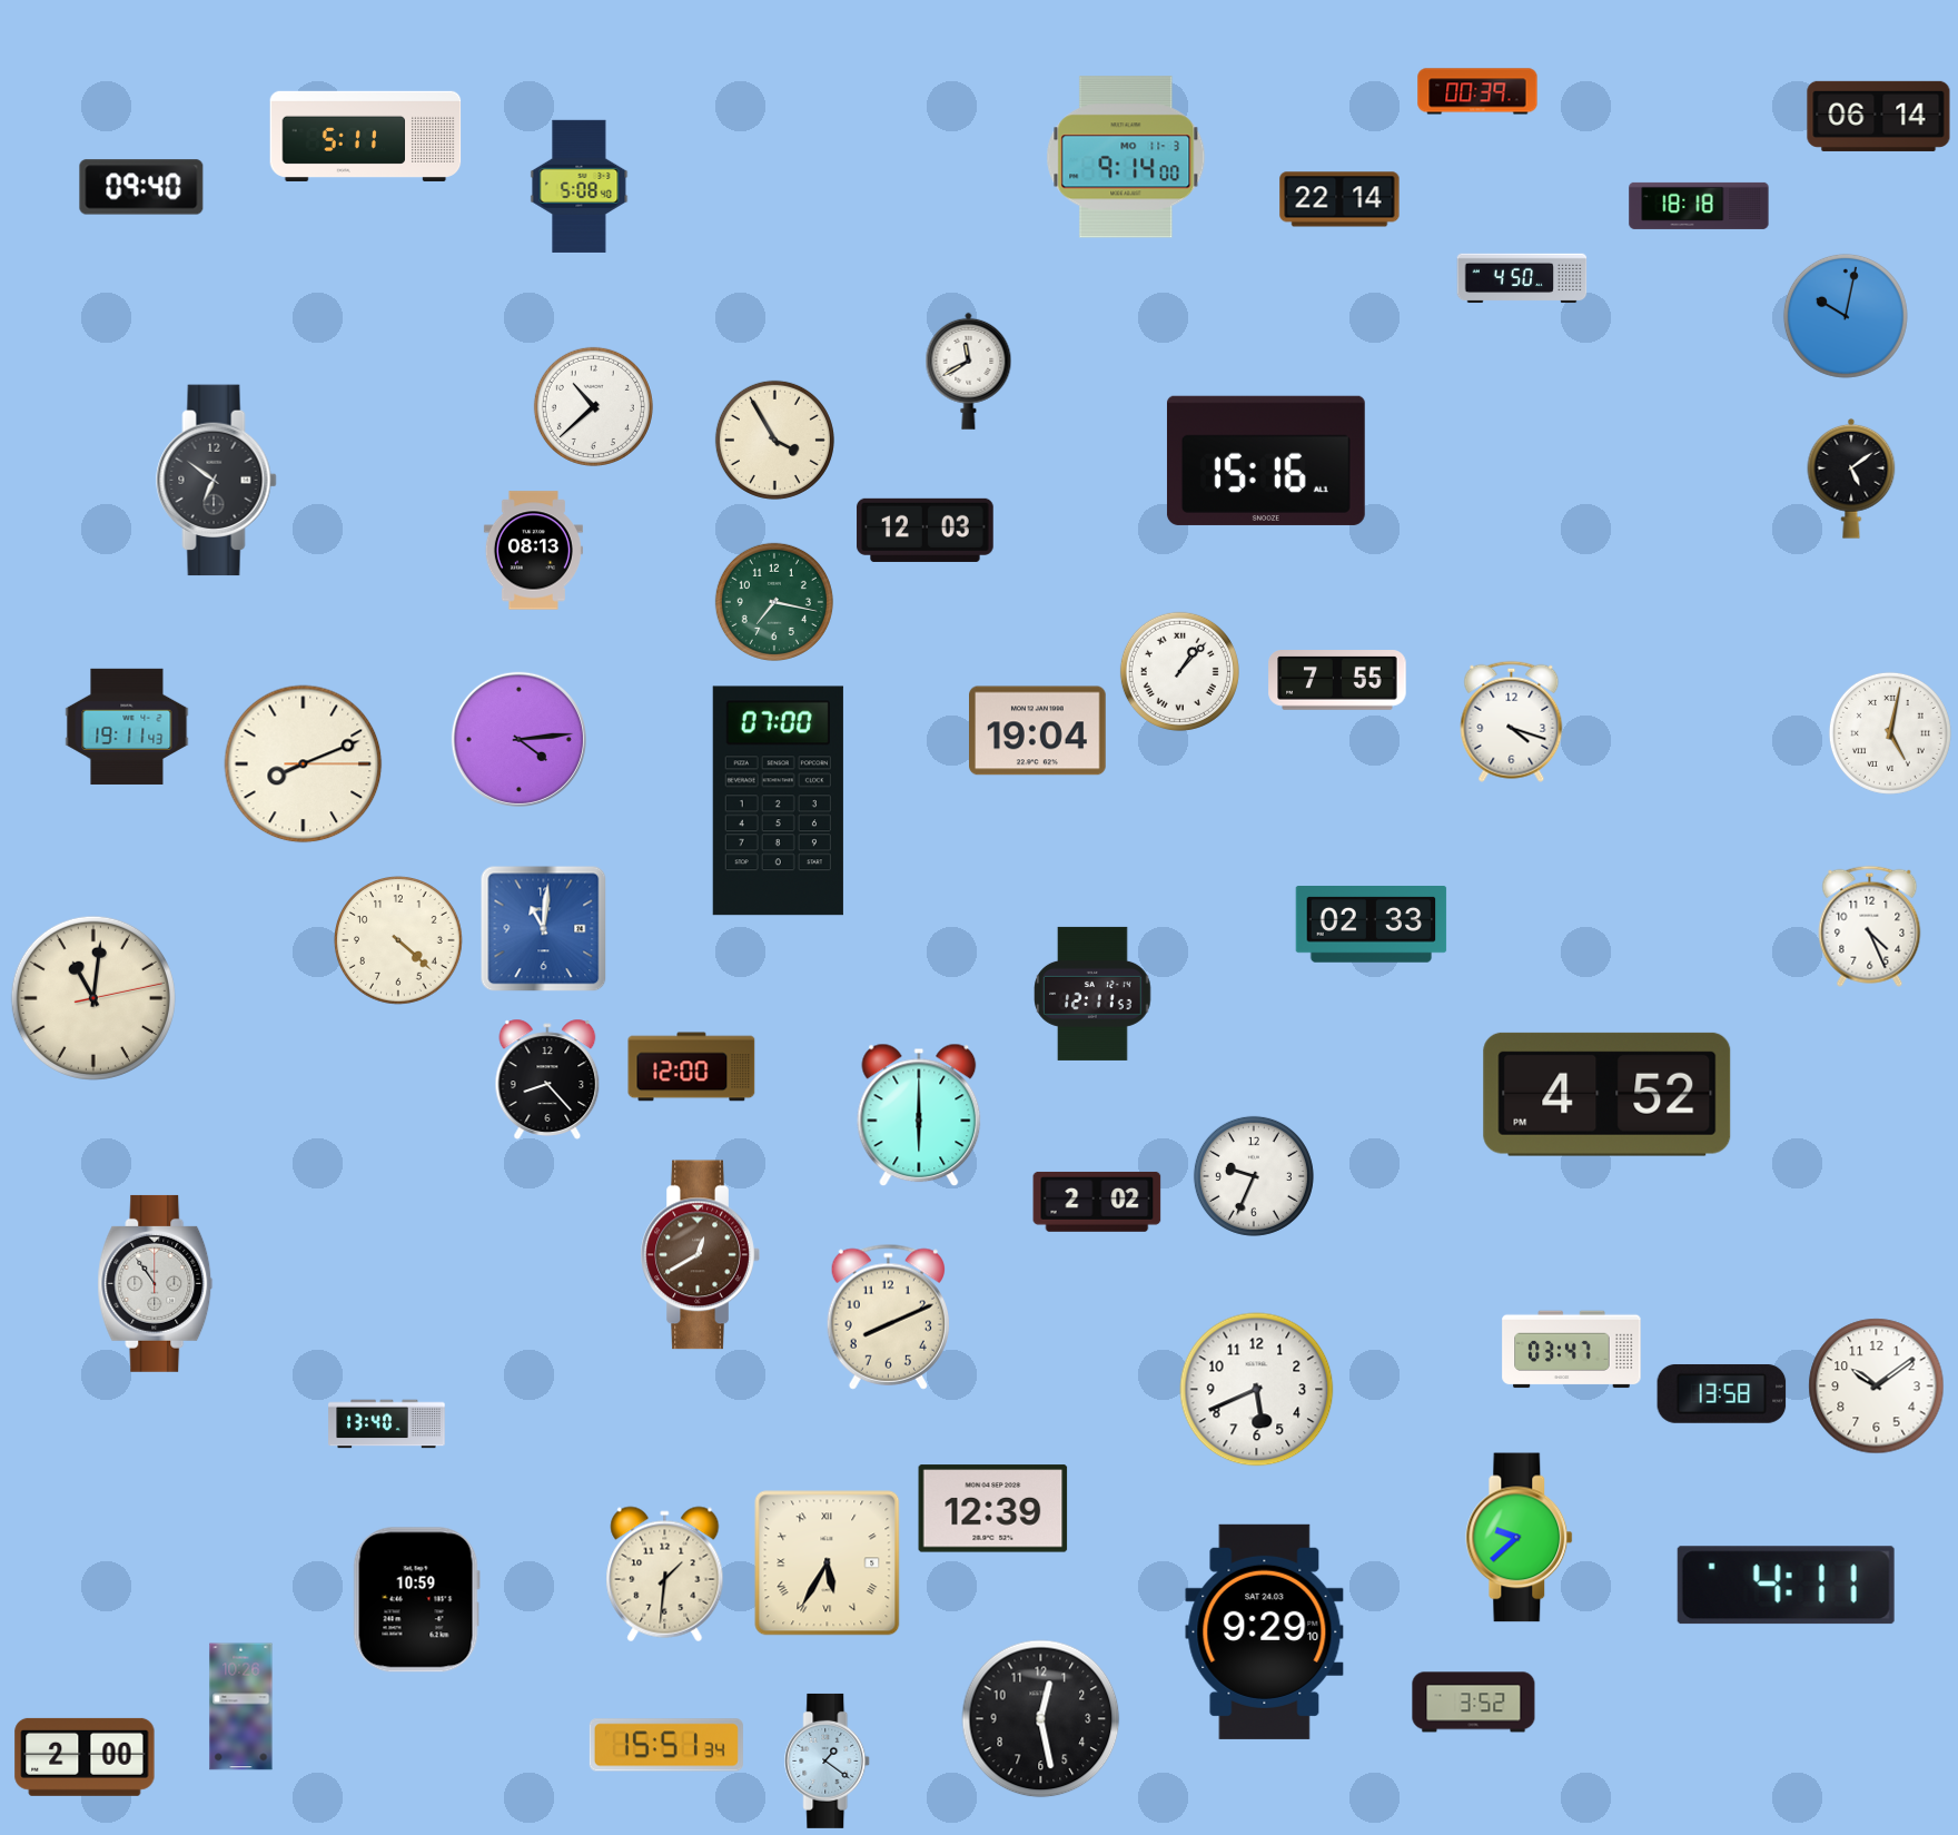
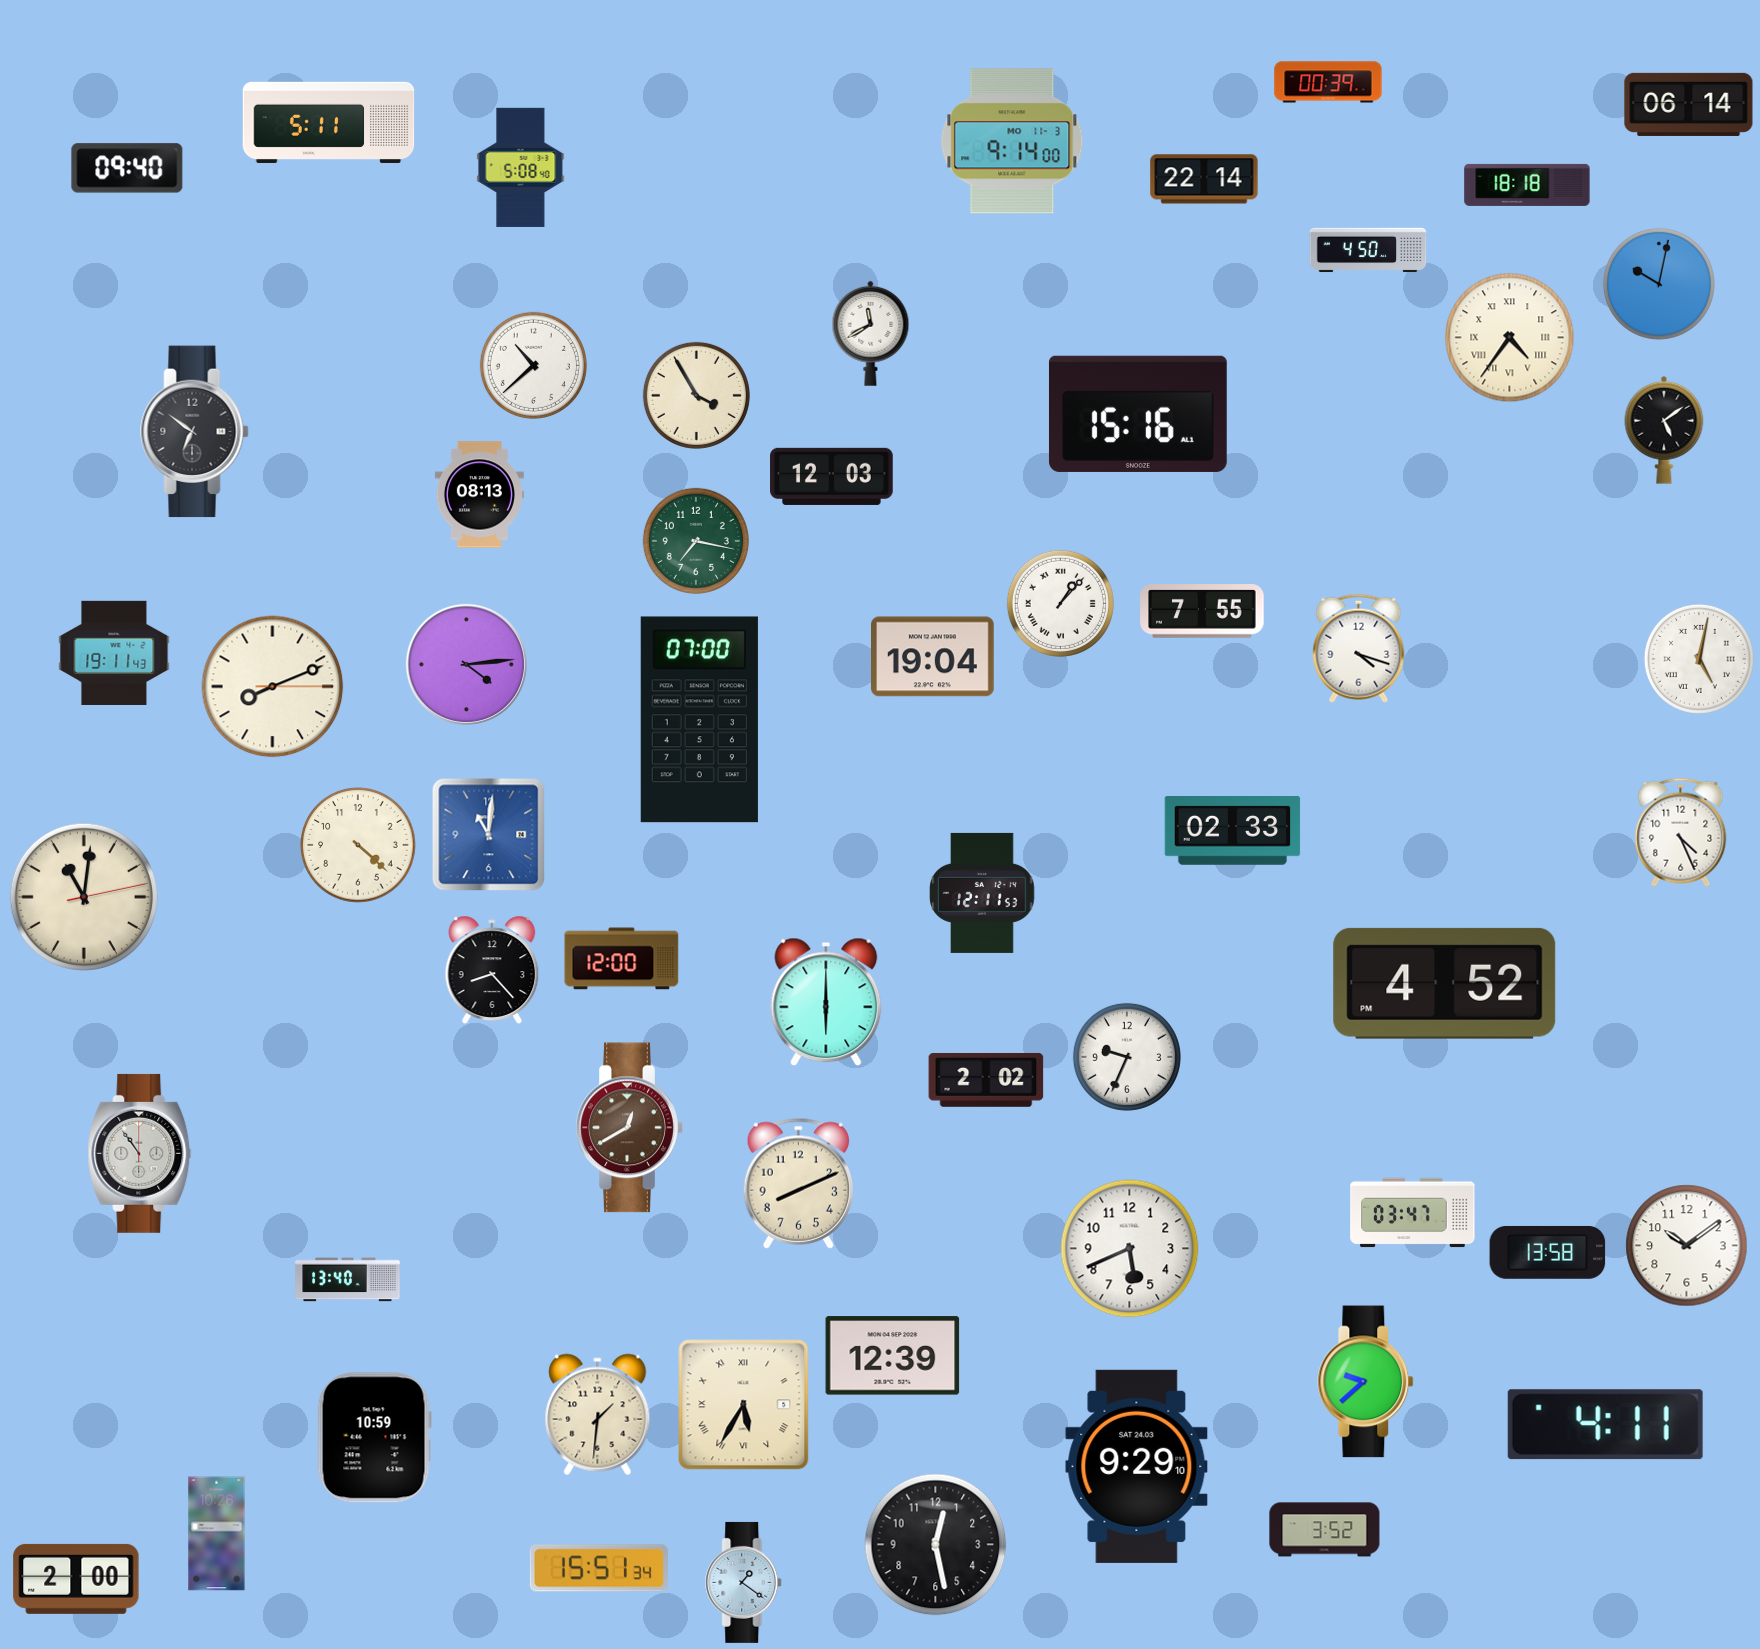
clock at (1510, 338): none -> 4:36
